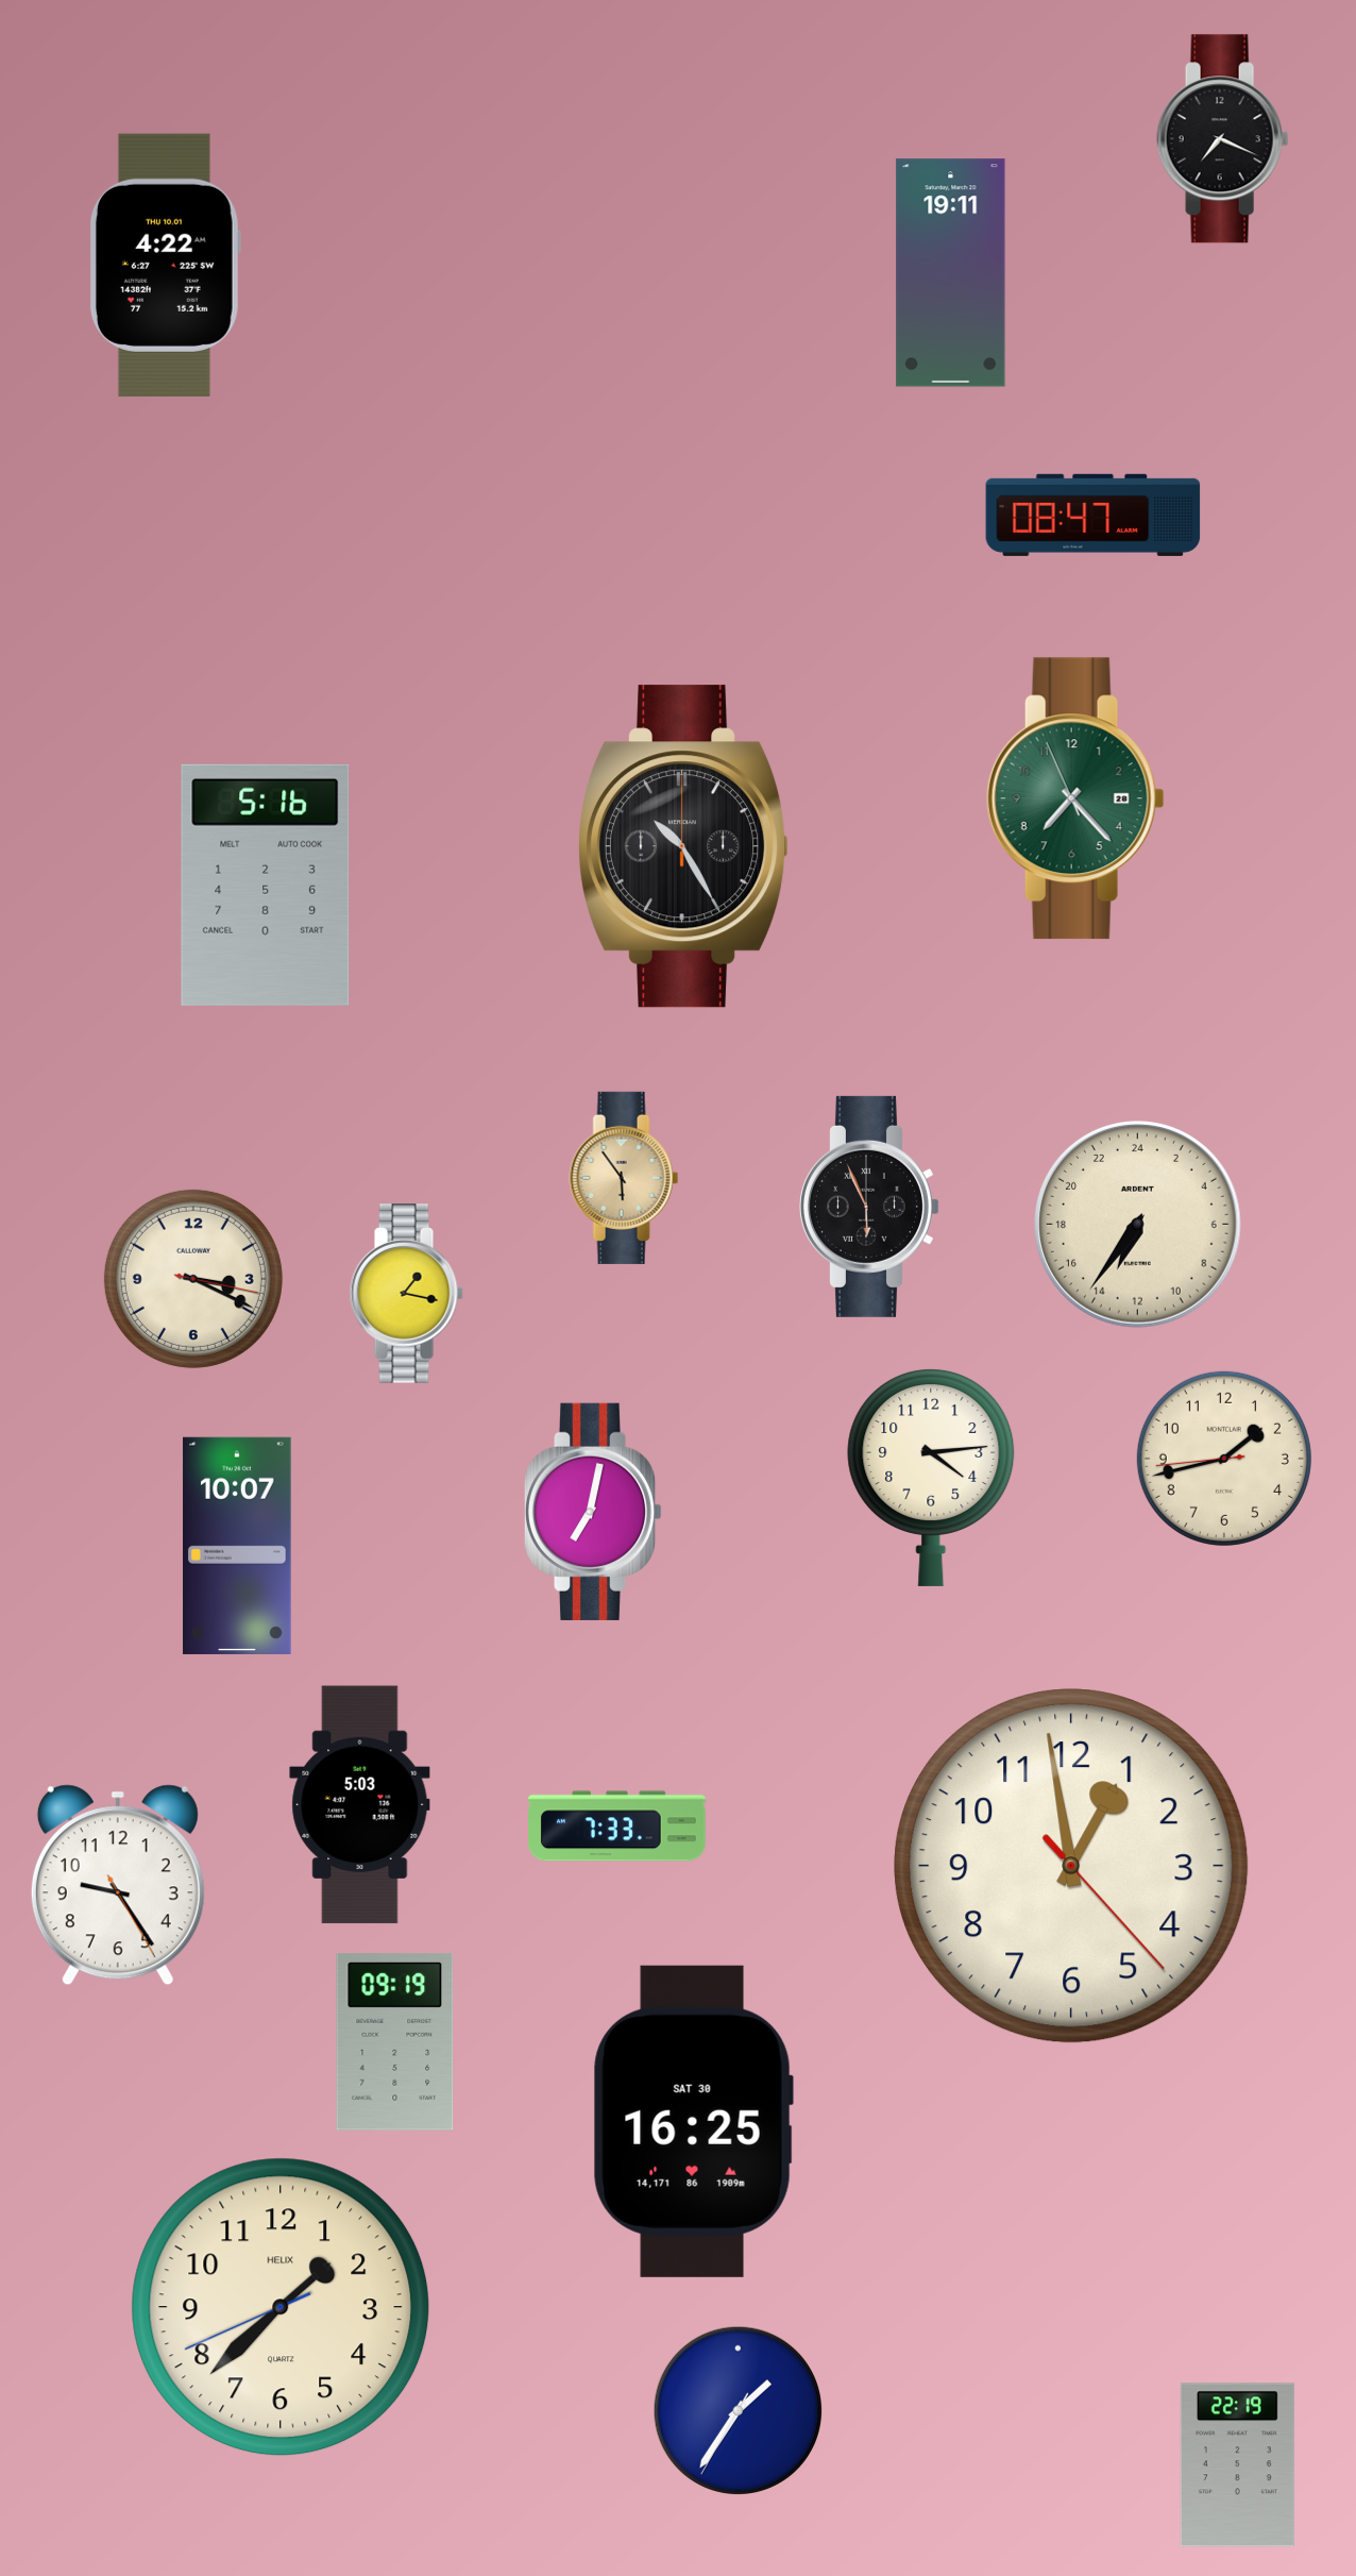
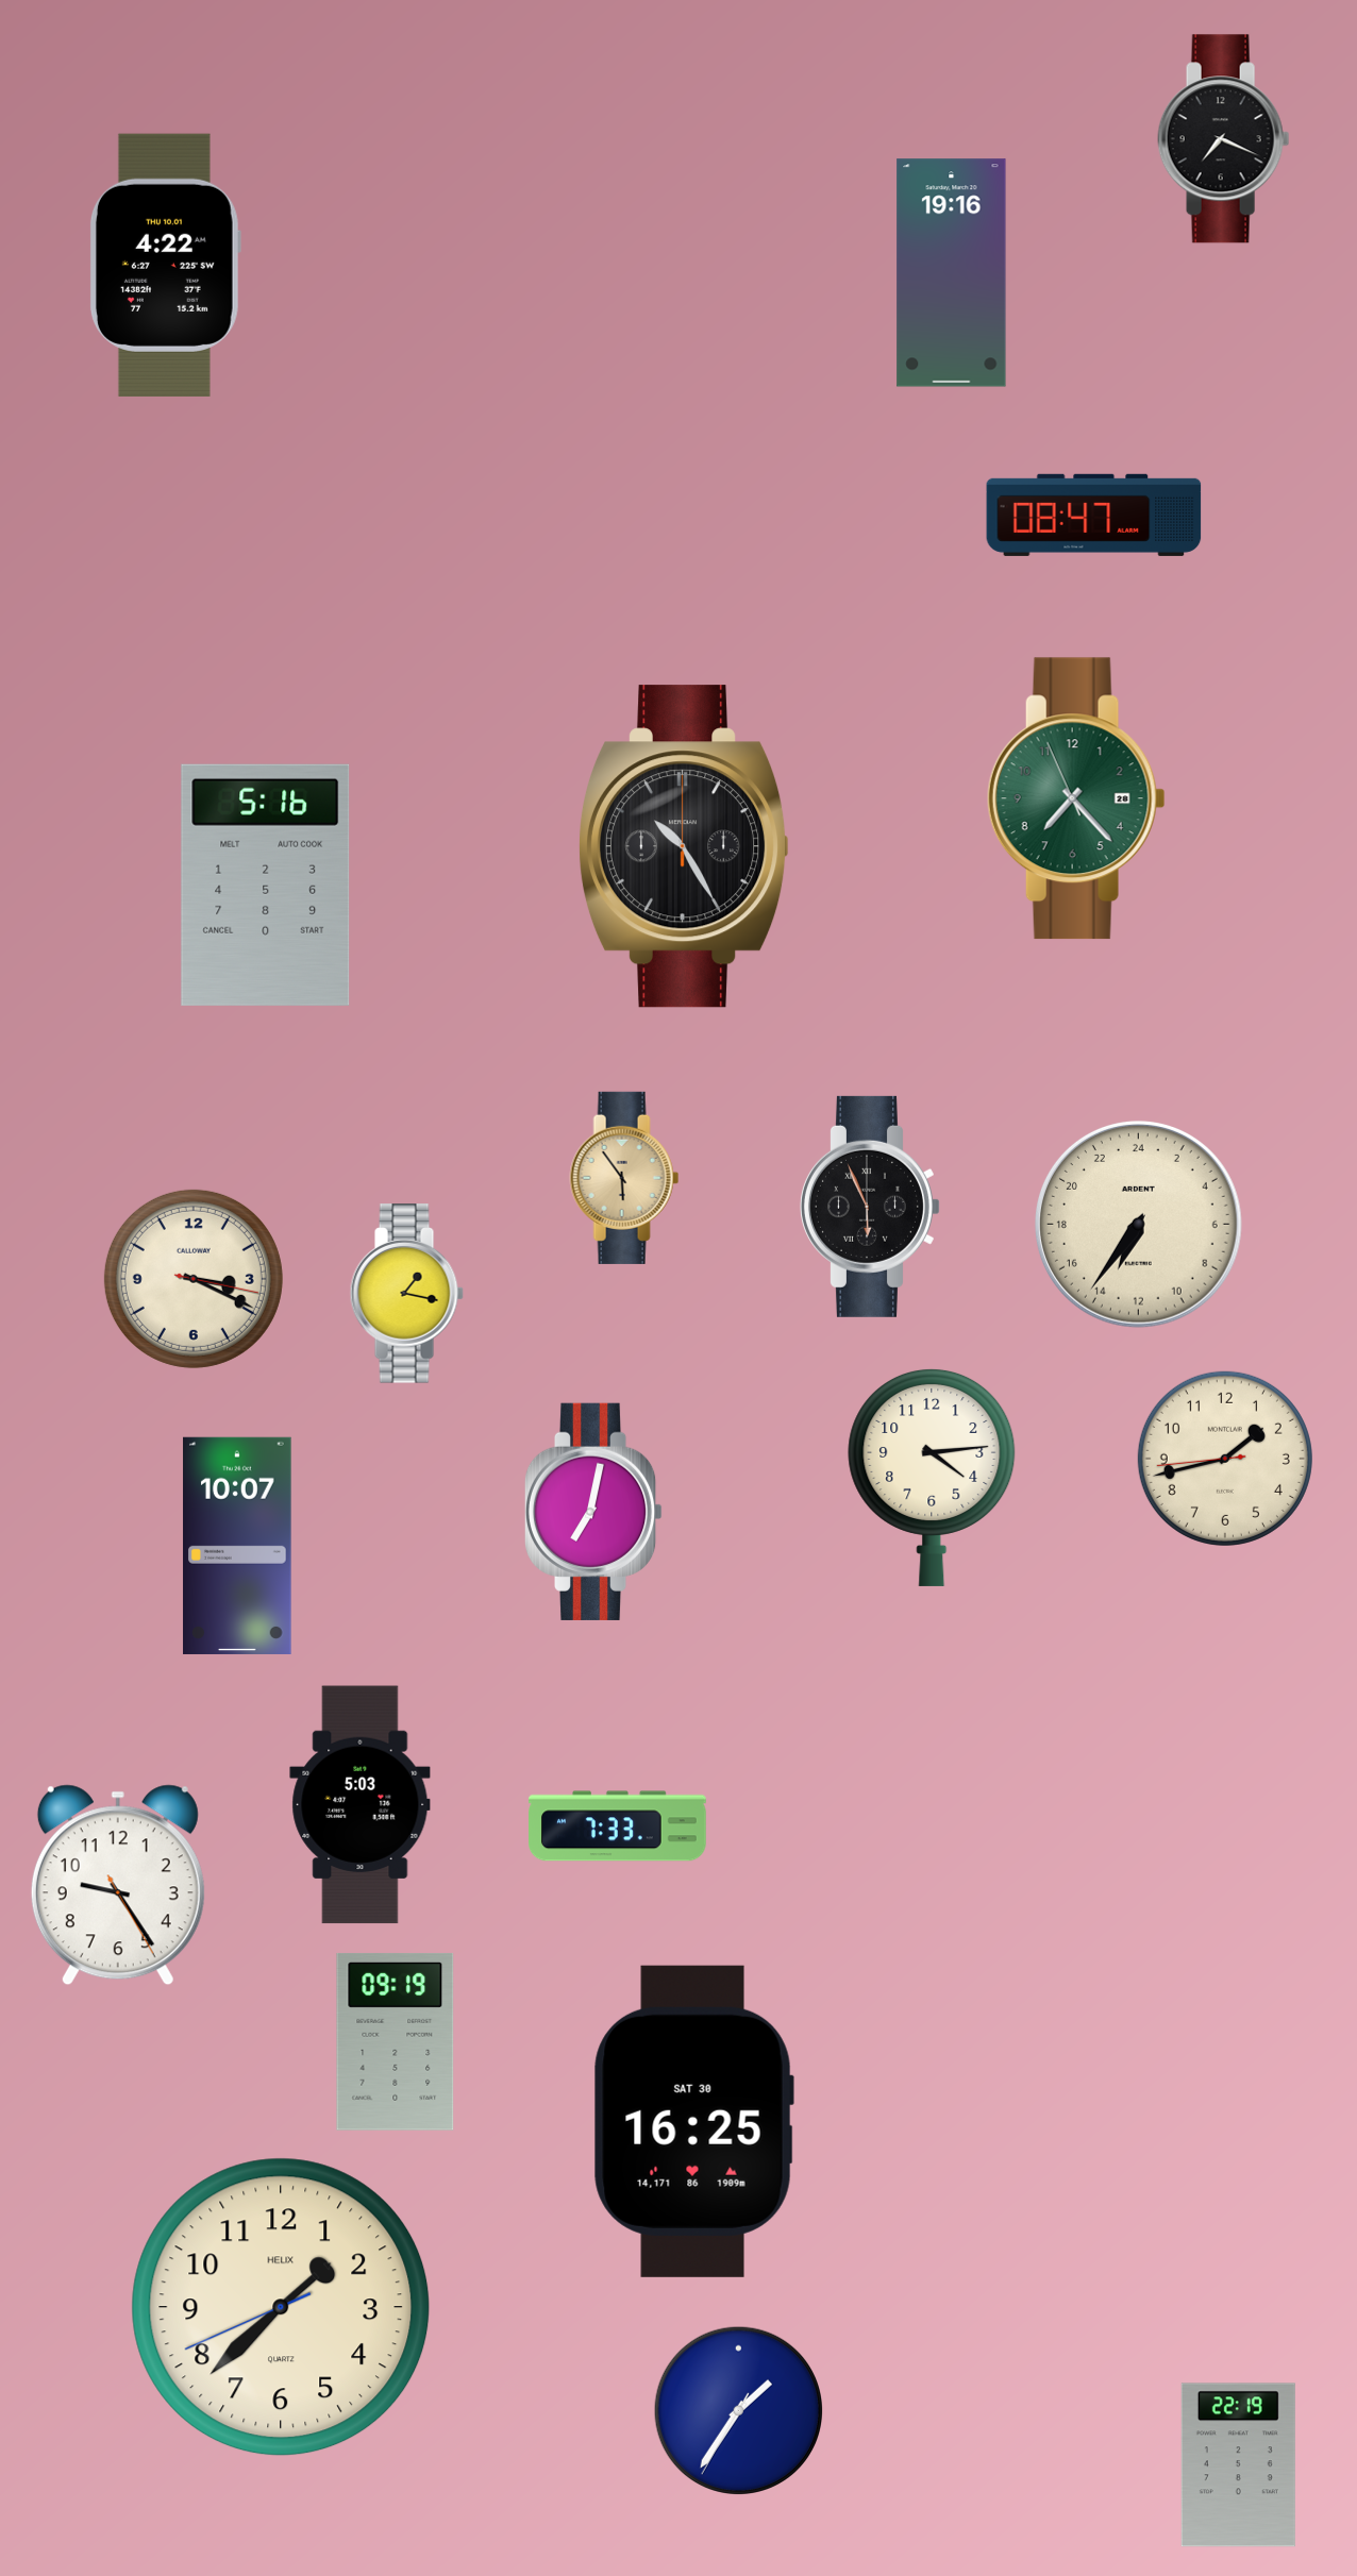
clock at (951, 273): 19:11 -> 19:16
clock at (1071, 1866): 12:58 -> none
